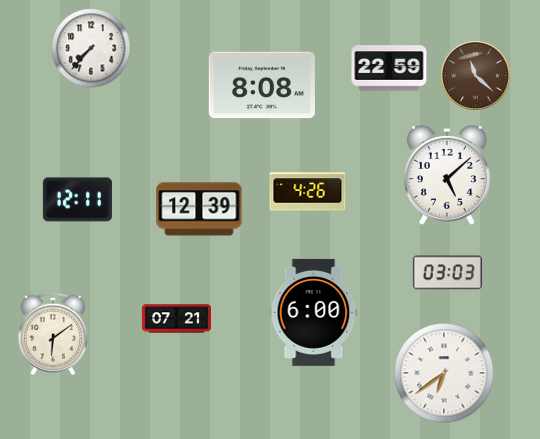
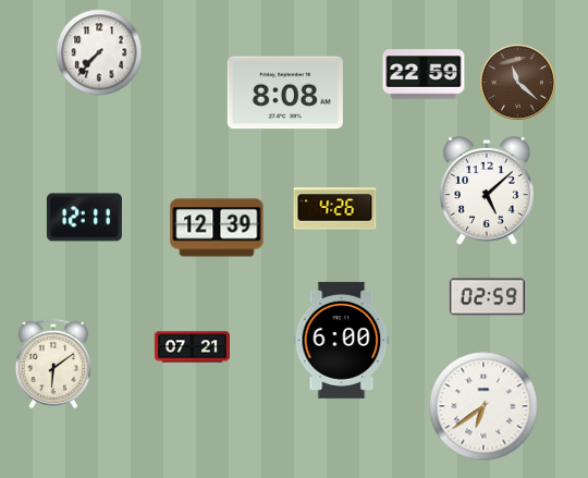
clock at (447, 273): 03:03 -> 02:59
clock at (53, 333) position: (53, 333) -> (53, 363)
